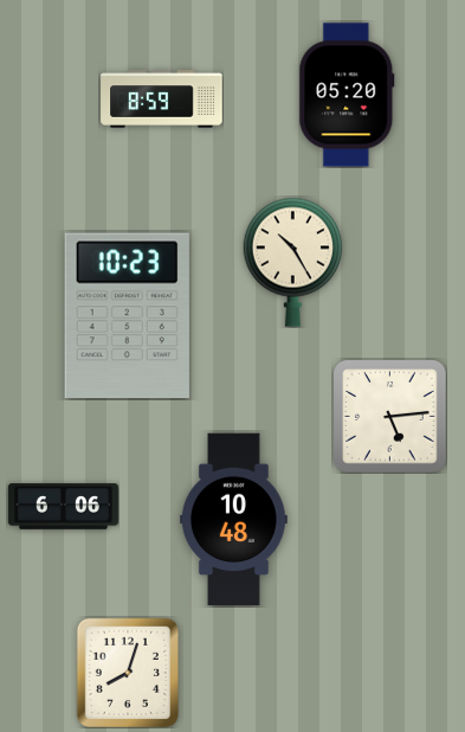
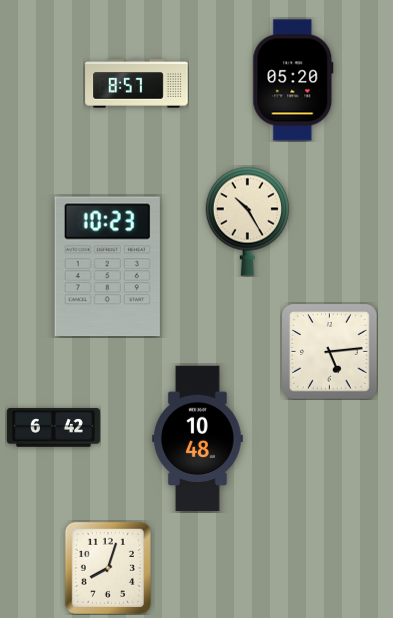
clock at (162, 99): 8:59 -> 8:57
clock at (63, 507): 6:06 -> 6:42
